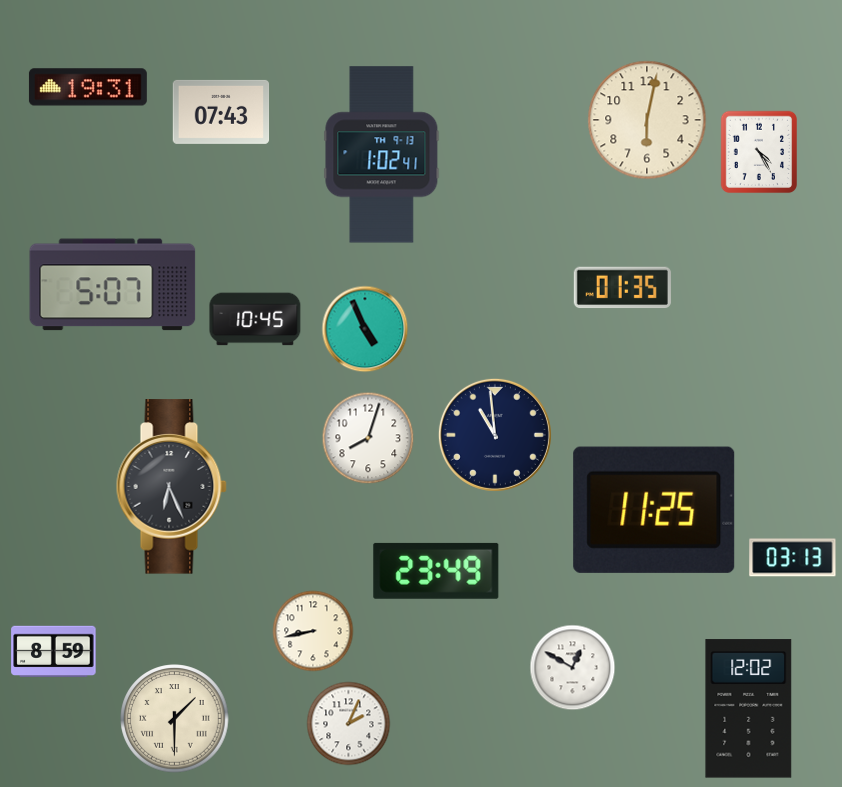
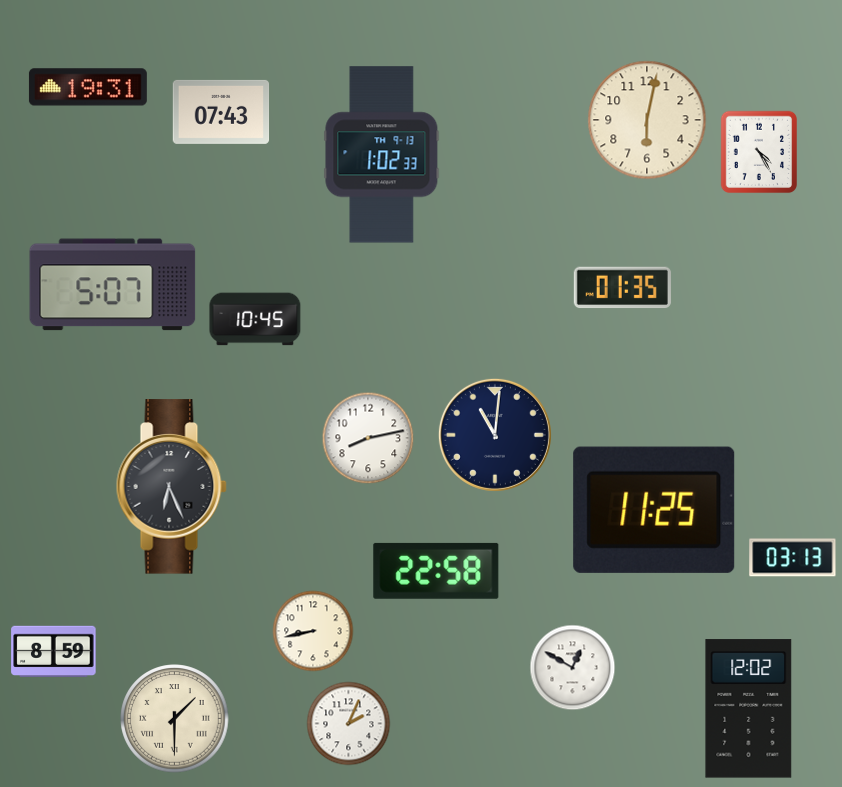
clock at (382, 155): 1:02:41 -> 1:02:33
clock at (365, 329): 4:56 -> none
clock at (495, 435): 10:59 -> 11:01
clock at (368, 438): 8:03 -> 8:13
clock at (436, 571): 23:49 -> 22:58
